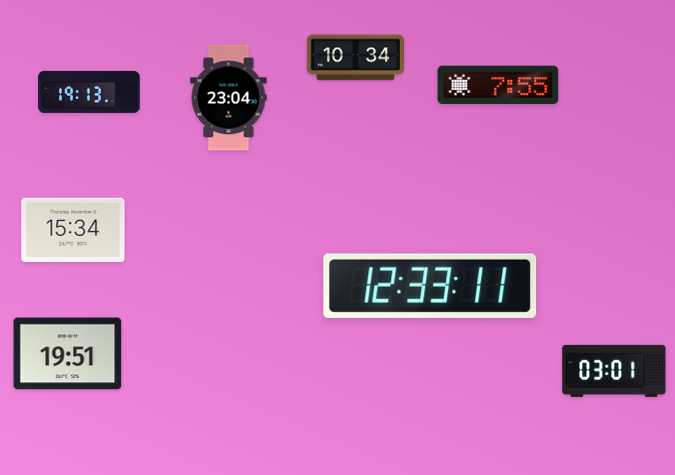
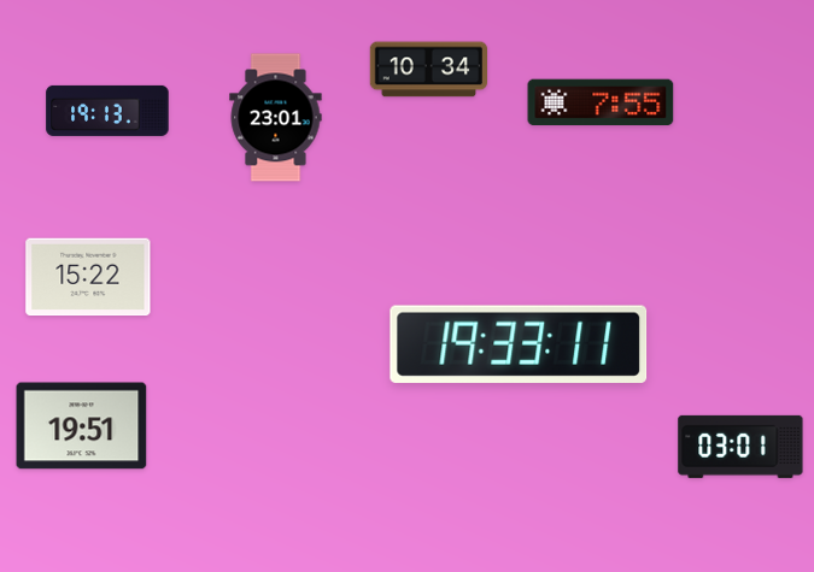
clock at (229, 98): 23:04 -> 23:01
clock at (73, 230): 15:34 -> 15:22
clock at (430, 286): 12:33 -> 19:33
